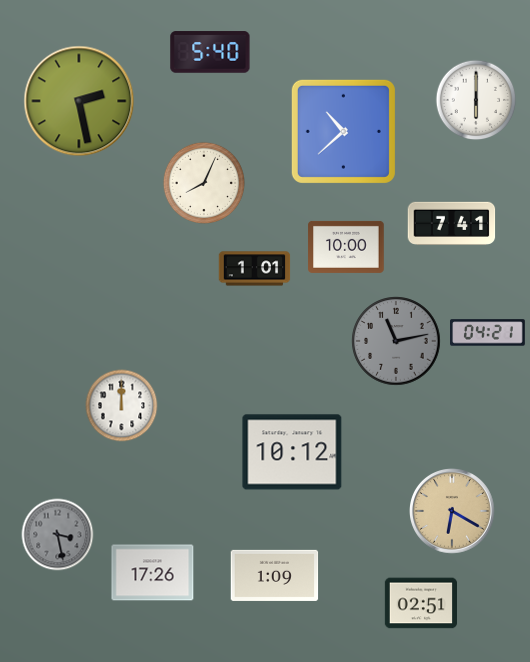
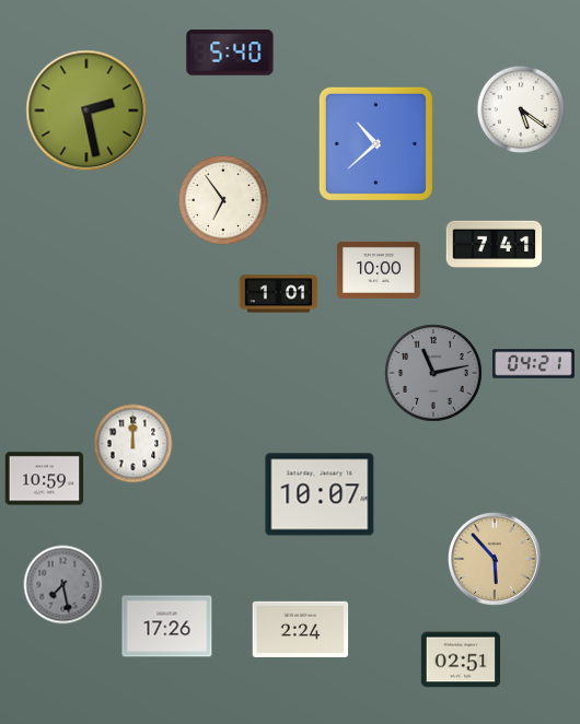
clock at (210, 52) position: (210, 52) -> (230, 52)
clock at (476, 100): 6:00 -> 5:21
clock at (204, 183): 8:04 -> 6:54
clock at (45, 479): none -> 10:59
clock at (292, 452): 10:12 -> 10:07
clock at (453, 512): 6:20 -> 5:53
clock at (58, 535): 3:28 -> 7:28
clock at (275, 575): 1:09 -> 2:24
